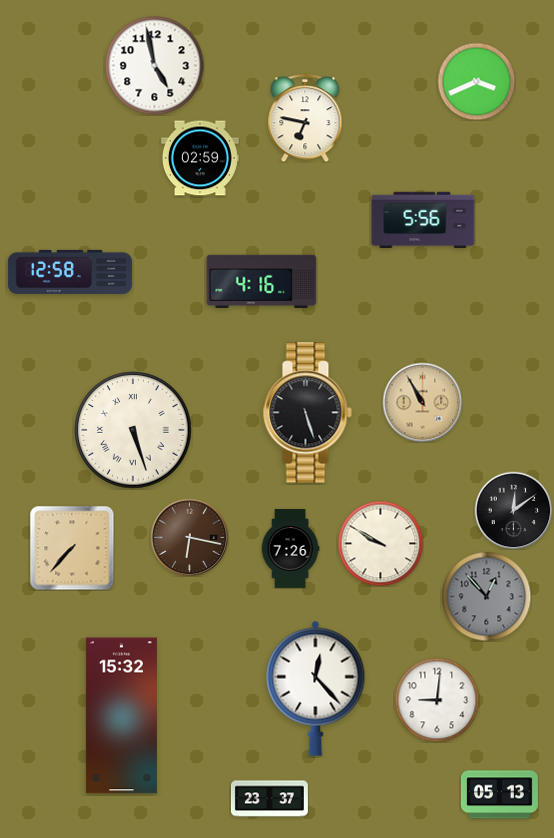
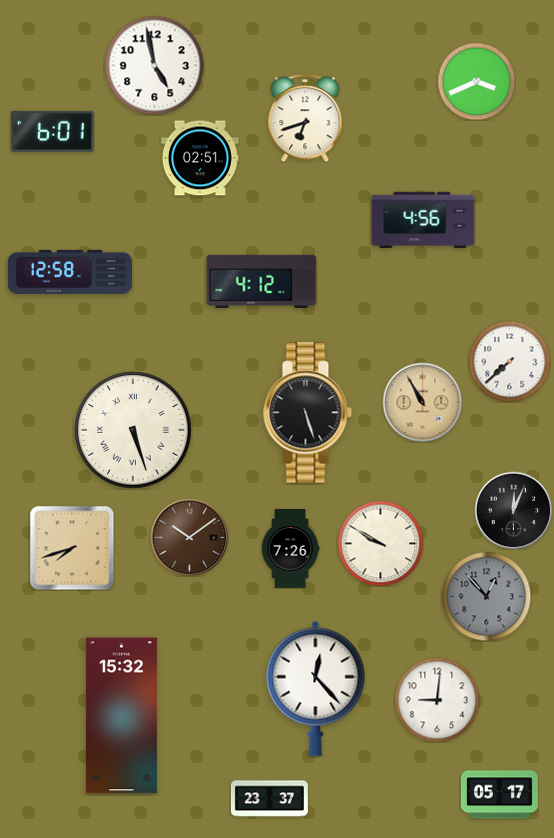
clock at (305, 118): 6:47 -> 6:42
clock at (53, 131): none -> 6:01
clock at (200, 158): 02:59 -> 02:51
clock at (423, 220): 5:56 -> 4:56
clock at (262, 281): 4:16 -> 4:12
clock at (509, 361): none -> 7:38
clock at (513, 510): 12:09 -> 12:04
clock at (189, 537): 6:17 -> 10:09
clock at (72, 548): 7:37 -> 7:42
clock at (499, 795): 05:13 -> 05:17
